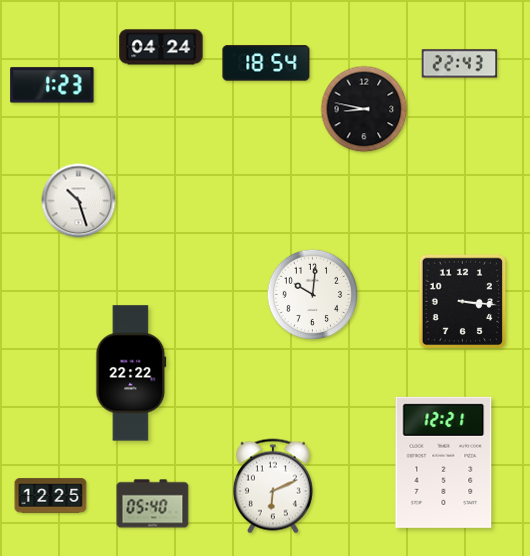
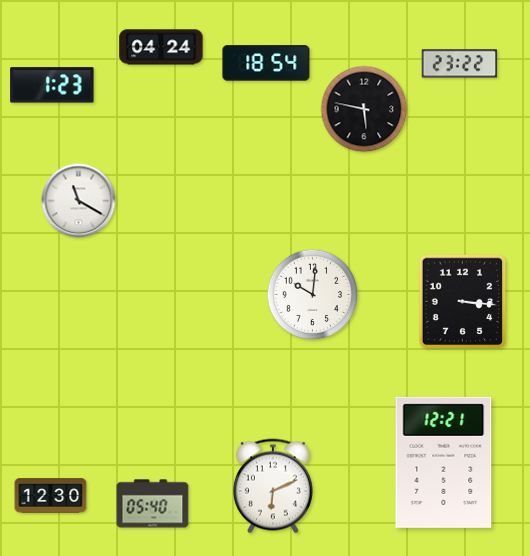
clock at (460, 64): 22:43 -> 23:22
clock at (364, 109): 8:47 -> 5:47
clock at (79, 201): 10:27 -> 11:20
clock at (131, 373): 22:22 -> none
clock at (51, 496): 12:25 -> 12:30
